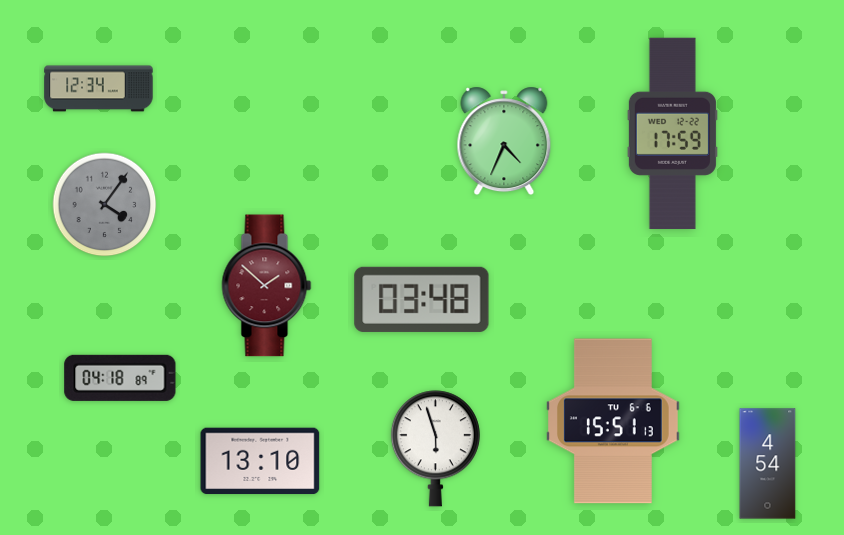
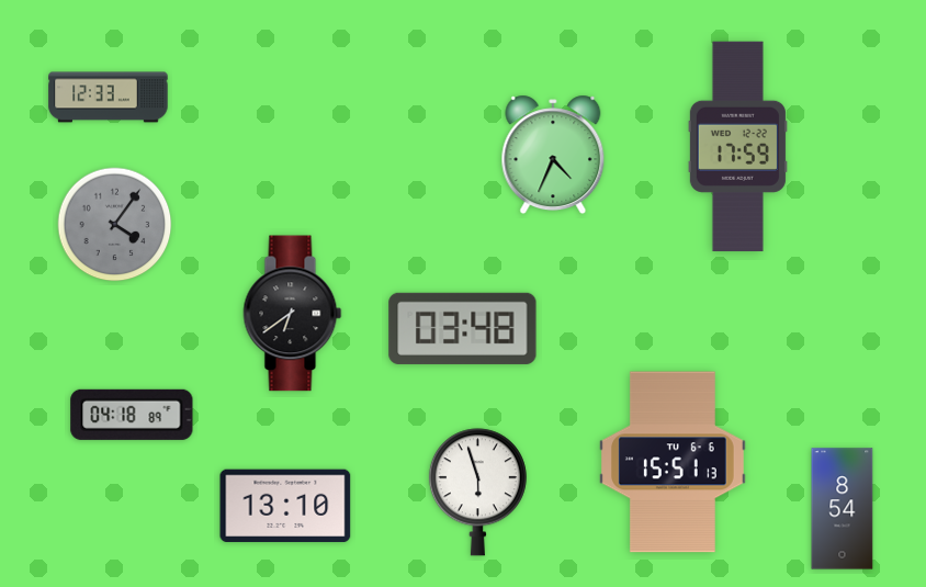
clock at (99, 89): 12:34 -> 12:33
clock at (267, 286): 1:52 -> 6:39
clock at (267, 286) dial: burgundy -> black
clock at (768, 464): 4:54 -> 8:54
